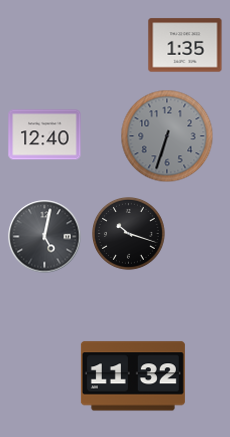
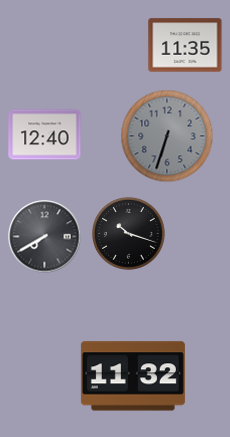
clock at (185, 45): 1:35 -> 11:35
clock at (45, 237): 5:02 -> 7:40
